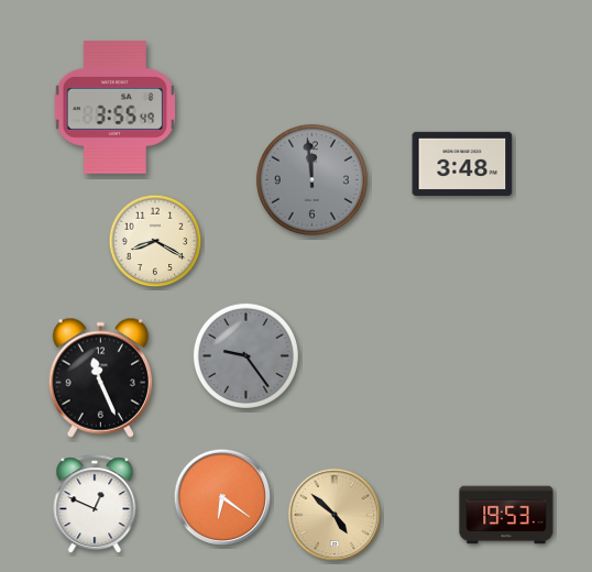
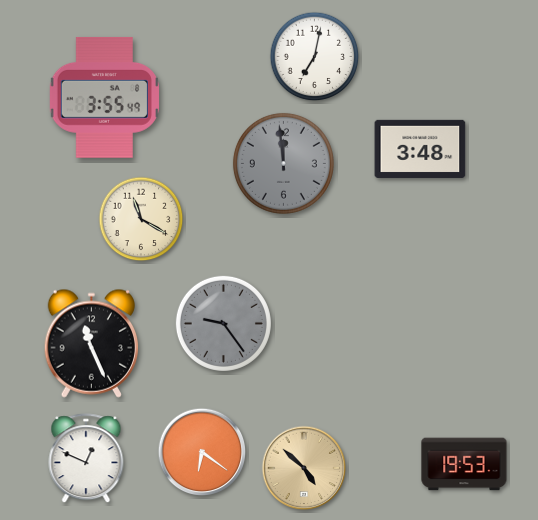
clock at (315, 57): none -> 7:02
clock at (155, 241): 8:20 -> 11:20
clock at (506, 515) position: (506, 515) -> (464, 464)
